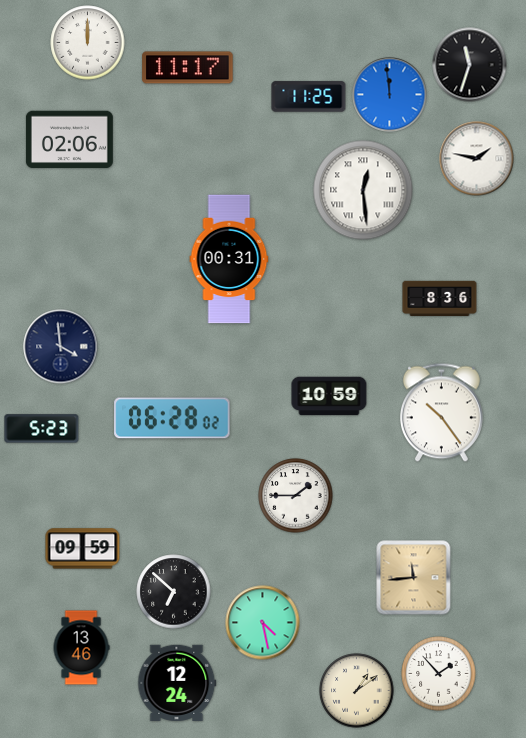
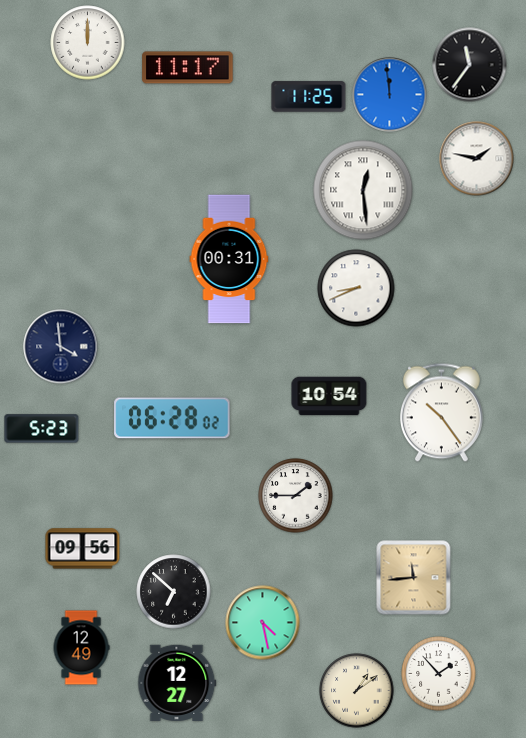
clock at (470, 65): 11:33 -> 11:36
clock at (69, 140): 02:06 -> none
clock at (356, 288): none -> 8:41
clock at (440, 299): 8:36 -> none
clock at (329, 396): 10:59 -> 10:54
clock at (83, 549): 09:59 -> 09:56
clock at (81, 648): 13:46 -> 12:49
clock at (177, 682): 12:24 -> 12:27
